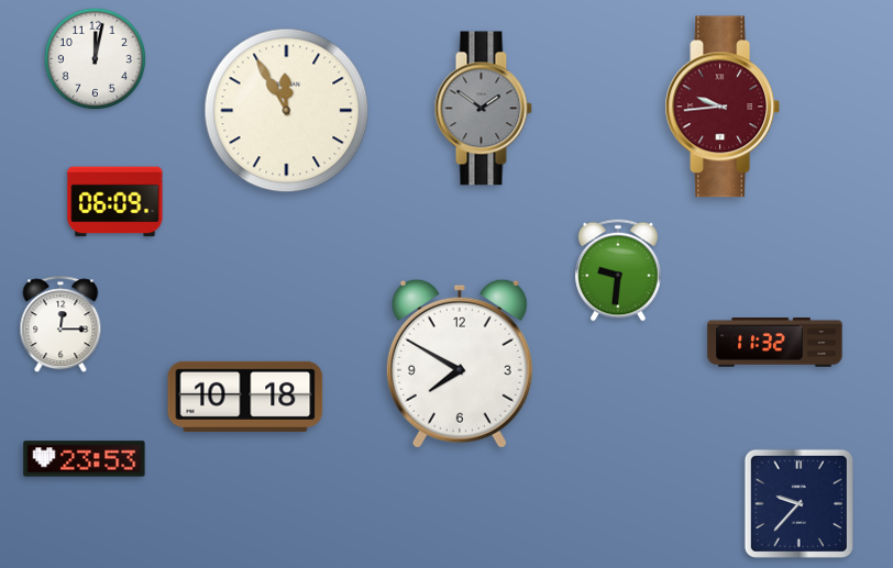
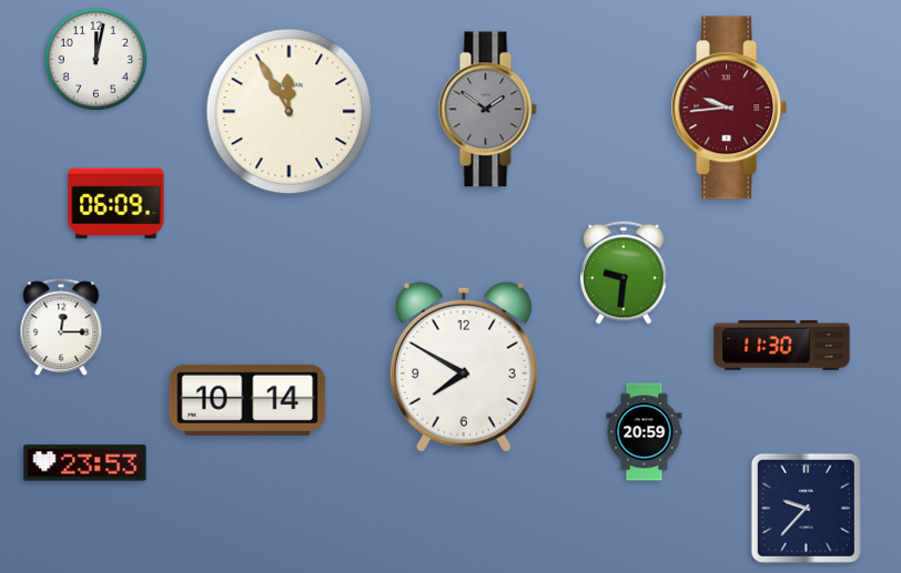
clock at (775, 343): 11:32 -> 11:30
clock at (245, 397): 10:18 -> 10:14
clock at (645, 432): none -> 20:59
